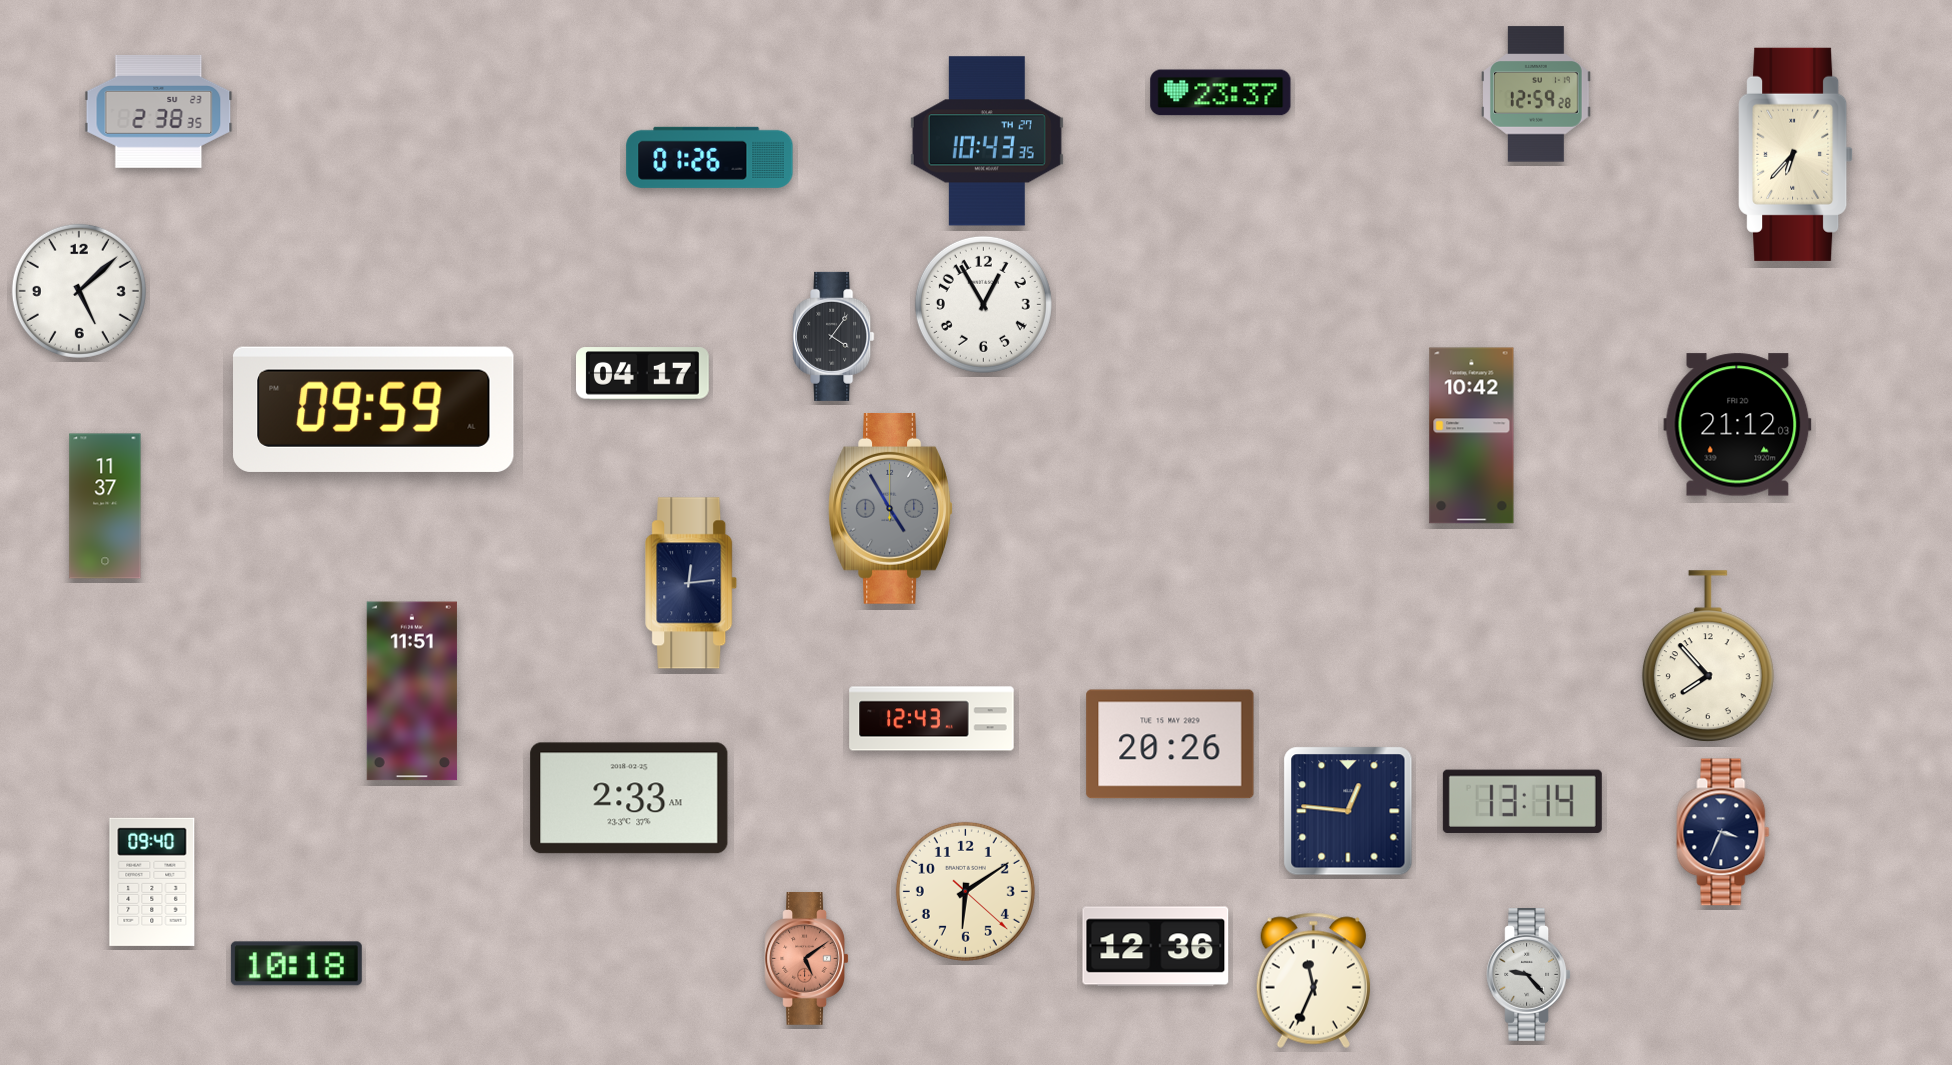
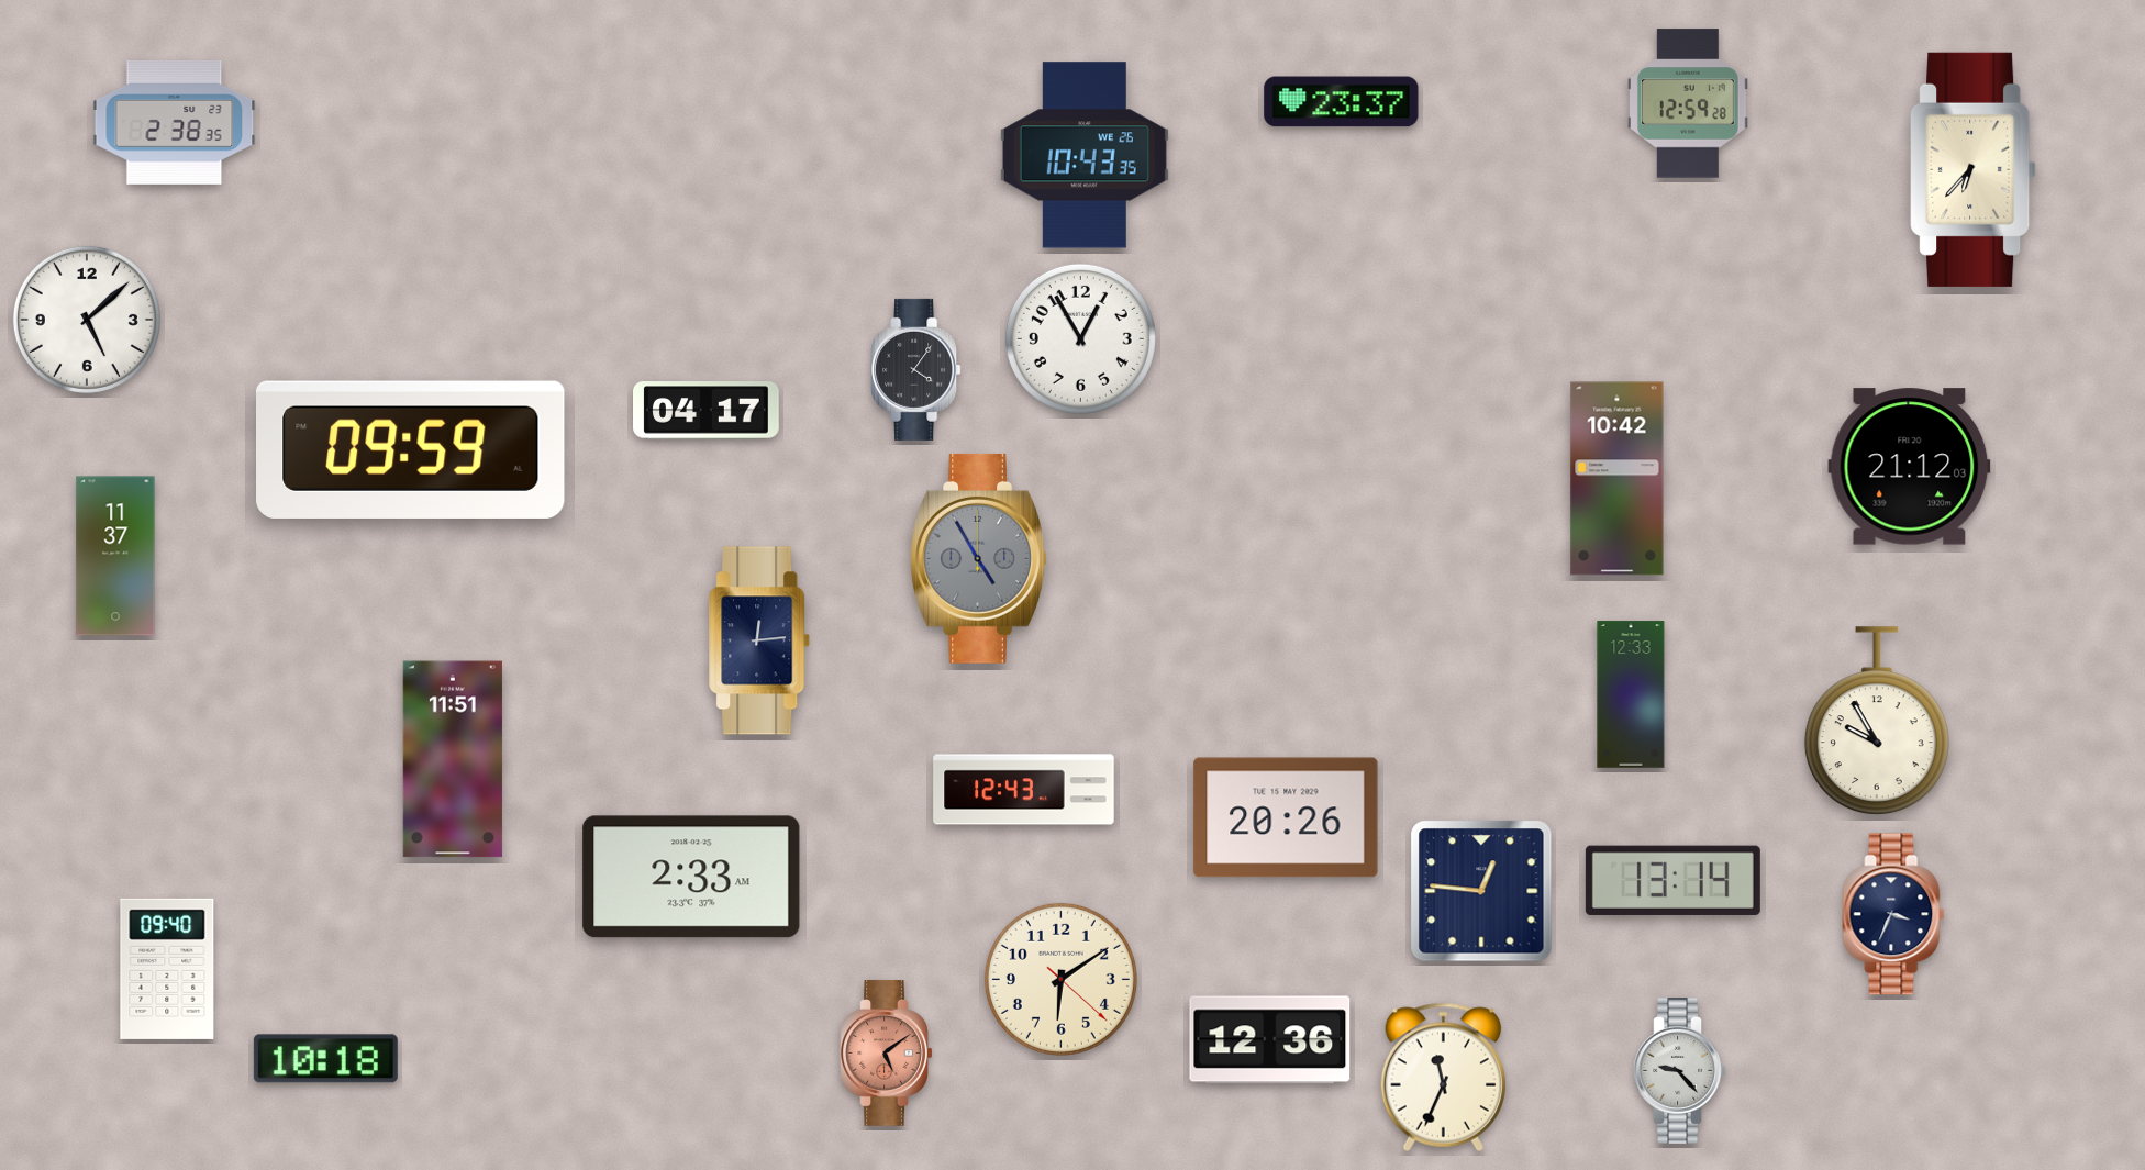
clock at (987, 141) date: TH 27 -> WE 26
clock at (710, 157): 01:26 -> none
clock at (983, 304) position: (983, 304) -> (1080, 338)
clock at (1631, 694): none -> 12:33
clock at (1708, 657): 7:53 -> 9:55
